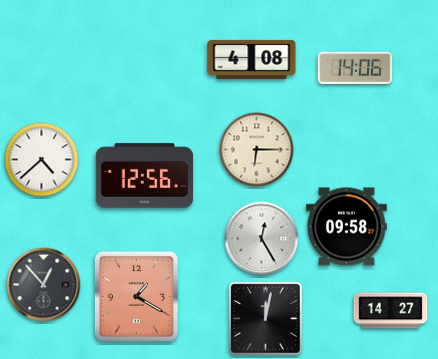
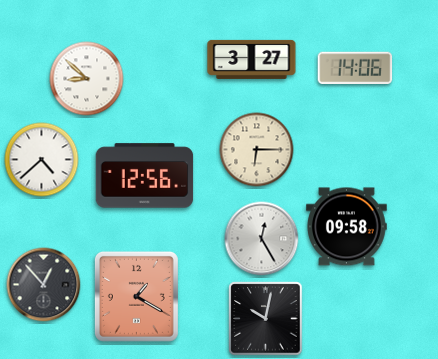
clock at (252, 59): 4:08 -> 3:27
clock at (87, 79): none -> 8:52
clock at (391, 311): 14:27 -> none
clock at (266, 319): 12:02 -> 10:02
